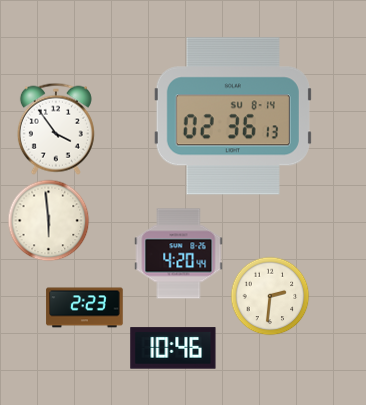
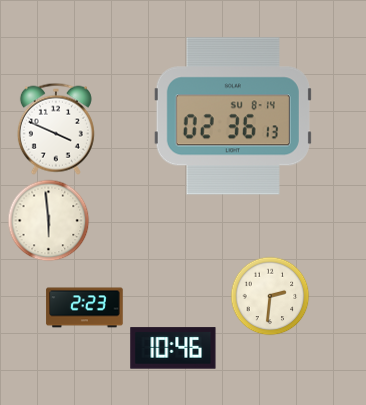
clock at (56, 129): 3:54 -> 3:49
clock at (179, 254): 4:20 -> none
